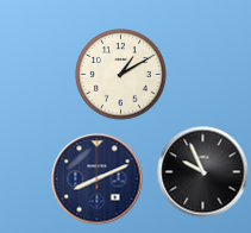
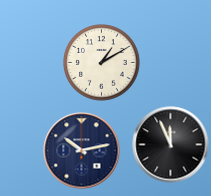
clock at (203, 172): 9:56 -> 11:56
clock at (98, 180): 8:11 -> 10:13
